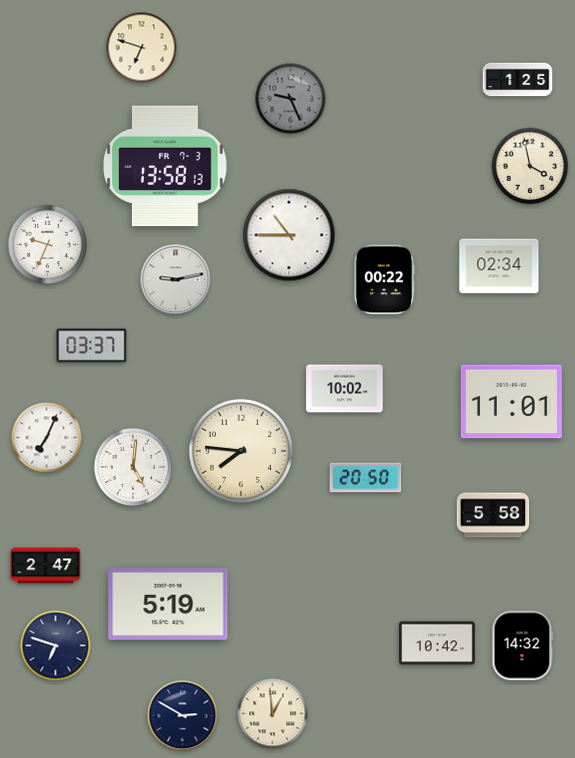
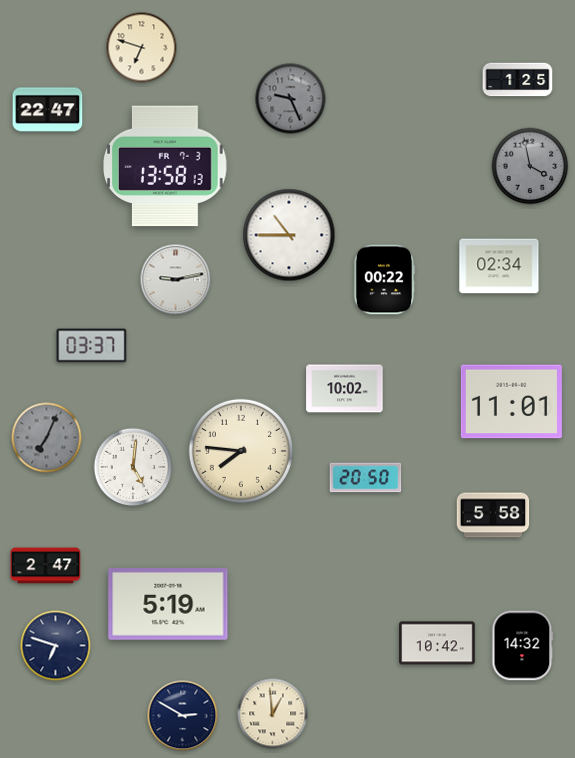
clock at (48, 110): none -> 22:47
clock at (530, 166) dial: cream -> grey
clock at (48, 245): 9:34 -> none
clock at (47, 438) dial: white -> grey
